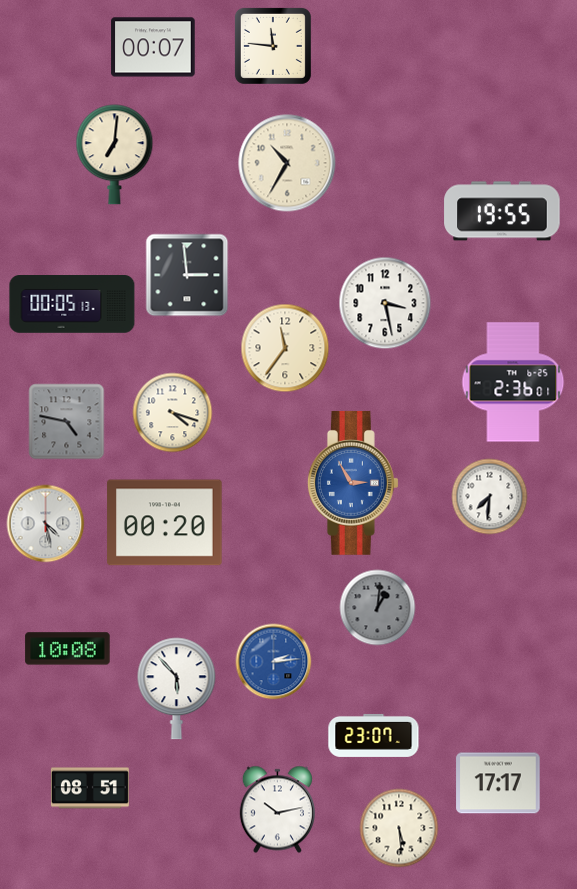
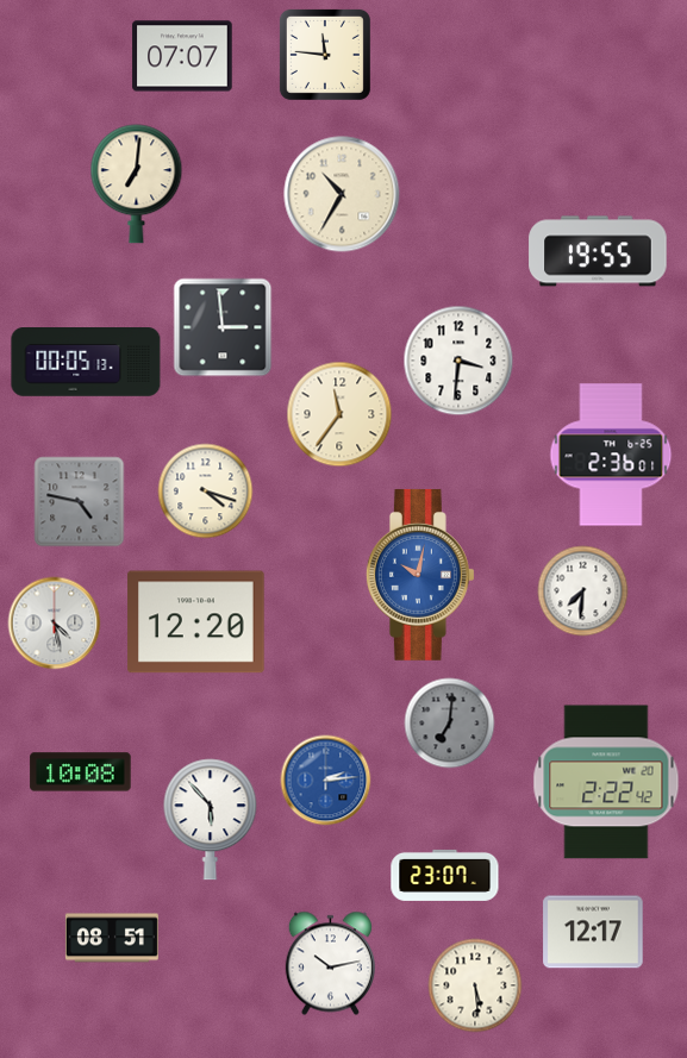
clock at (153, 47): 00:07 -> 07:07
clock at (385, 303): 3:28 -> 3:31
clock at (353, 483): 2:55 -> 10:02
clock at (165, 523): 00:20 -> 12:20
clock at (378, 608): 1:01 -> 7:01
clock at (606, 782): none -> 2:22
clock at (274, 662) position: (274, 662) -> (326, 781)
clock at (498, 783): 17:17 -> 12:17
clock at (90, 788) position: (90, 788) -> (112, 938)
